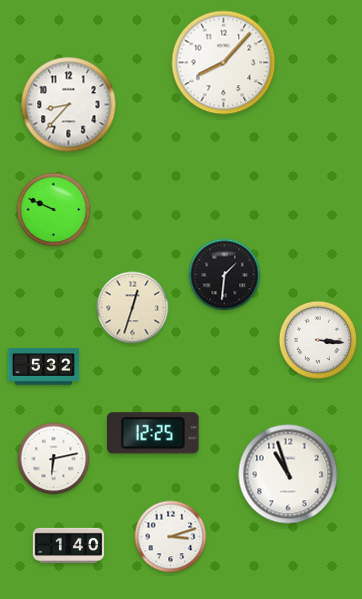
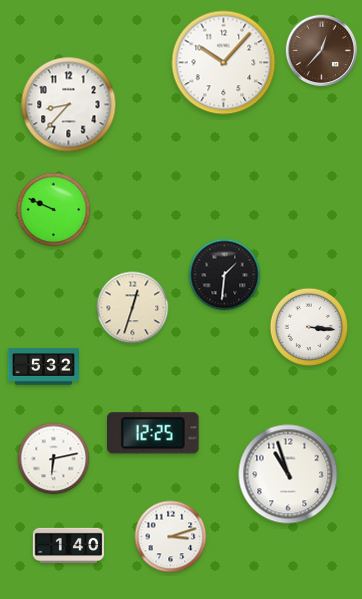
clock at (322, 51): none -> 12:37
clock at (224, 63): 8:07 -> 10:07
clock at (318, 340) position: (318, 340) -> (309, 327)
